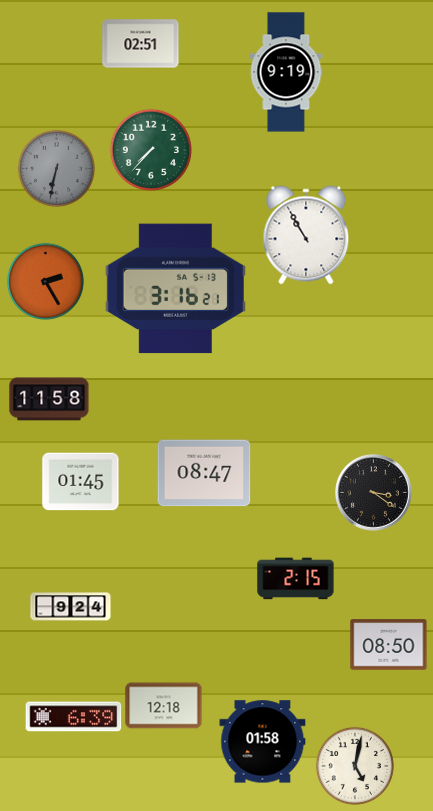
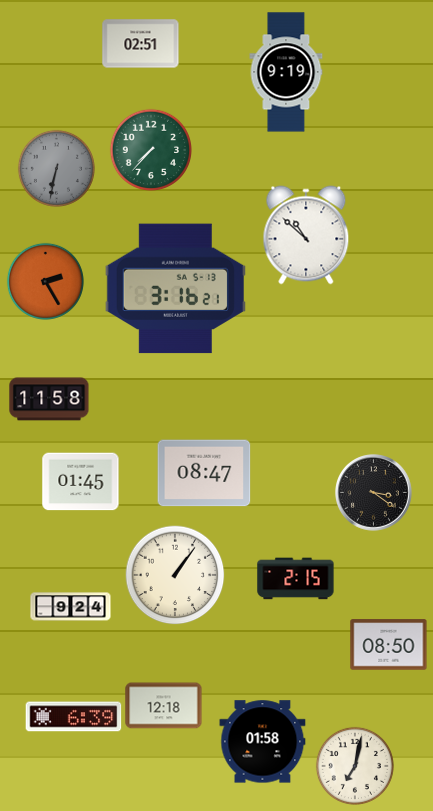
clock at (306, 235): 10:55 -> 10:52
clock at (175, 575): none -> 1:06
clock at (355, 766): 5:02 -> 7:02
